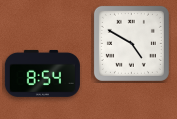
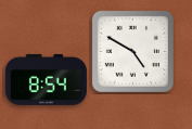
clock at (131, 43) position: (131, 43) -> (132, 51)
